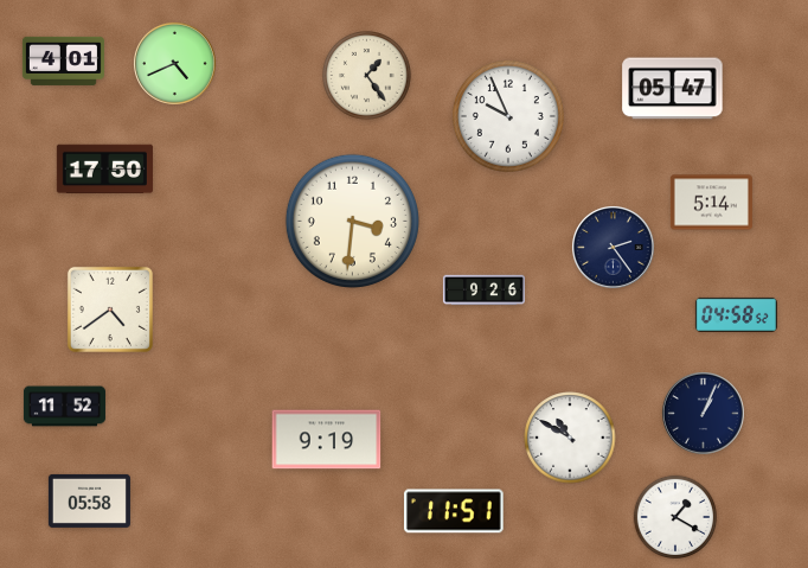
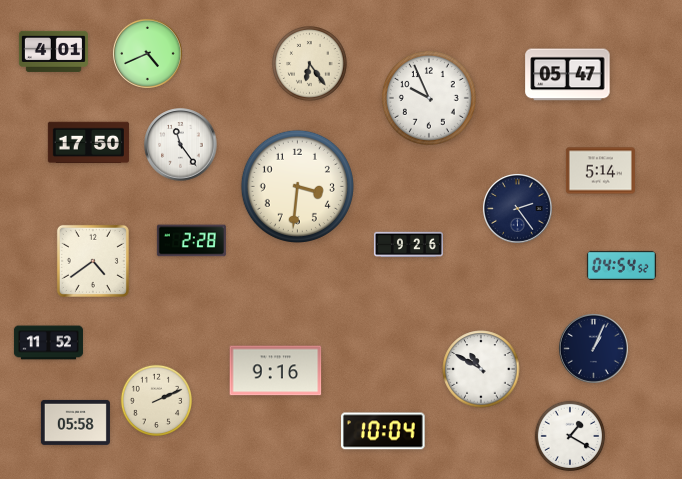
clock at (367, 76): 1:24 -> 6:24
clock at (181, 145): none -> 11:24
clock at (191, 241): none -> 2:28
clock at (736, 314): 04:58 -> 04:54
clock at (64, 407) position: (64, 407) -> (48, 343)
clock at (327, 440): 9:19 -> 9:16
clock at (156, 400): none -> 2:11
clock at (454, 511): 11:51 -> 10:04
